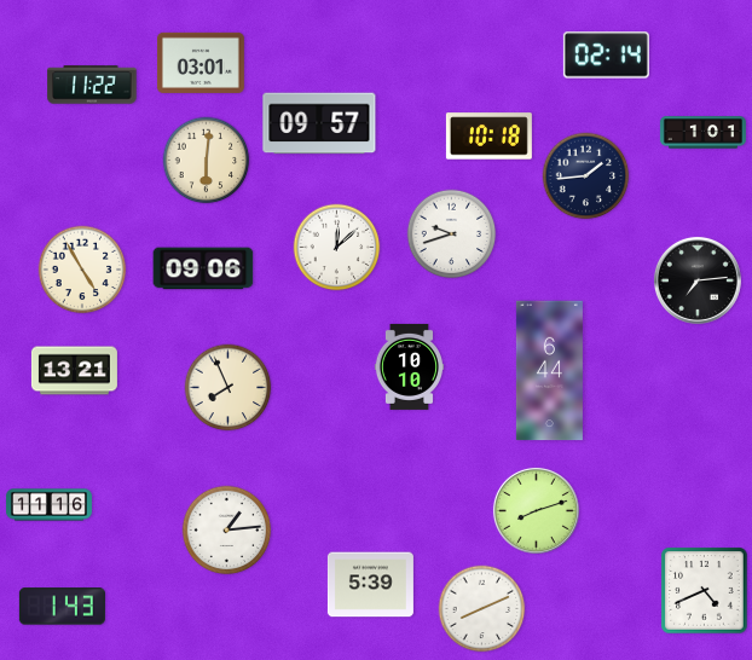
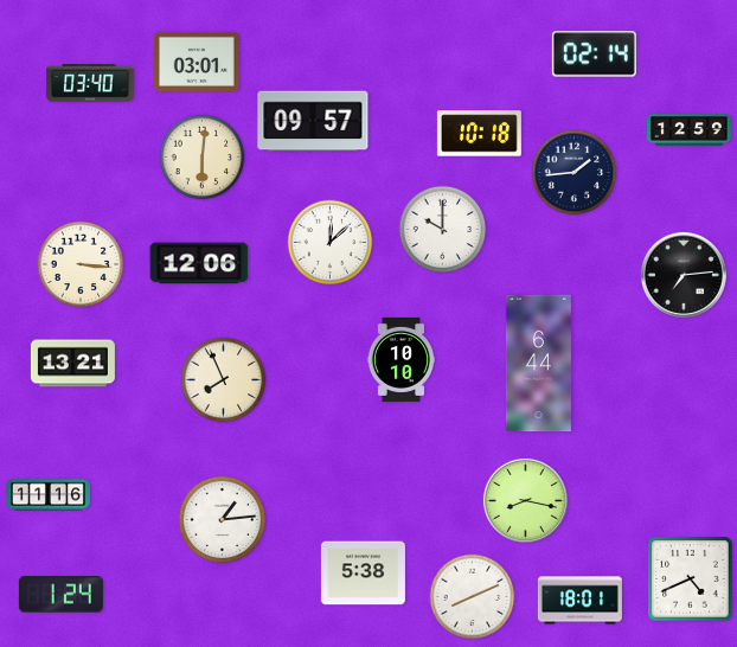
clock at (92, 85): 11:22 -> 03:40
clock at (702, 133): 1:01 -> 12:59
clock at (452, 235): 9:42 -> 10:00
clock at (203, 268): 09:06 -> 12:06
clock at (82, 270): 4:55 -> 3:16
clock at (536, 510): 8:12 -> 8:17
clock at (370, 585): 5:39 -> 5:38
clock at (62, 607): 1:43 -> 1:24
clock at (579, 601): none -> 18:01
